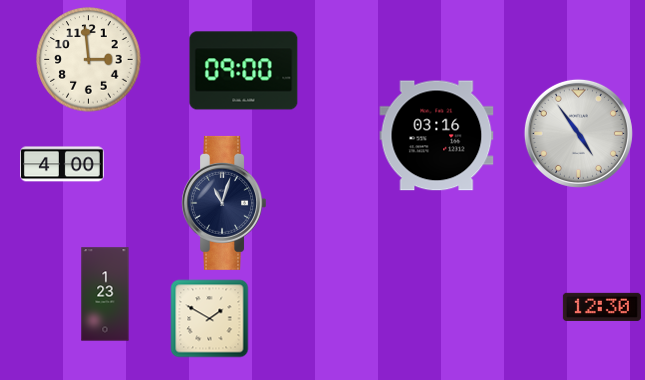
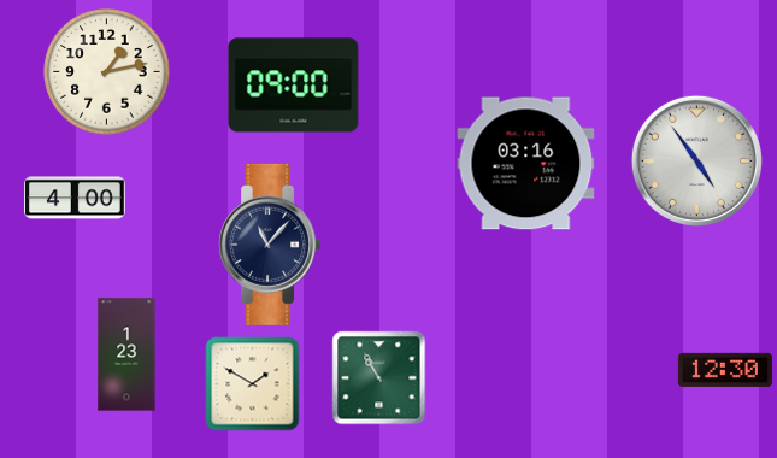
clock at (89, 60): 2:59 -> 1:13
clock at (223, 203): 11:03 -> 11:07
clock at (378, 377): none -> 10:55
